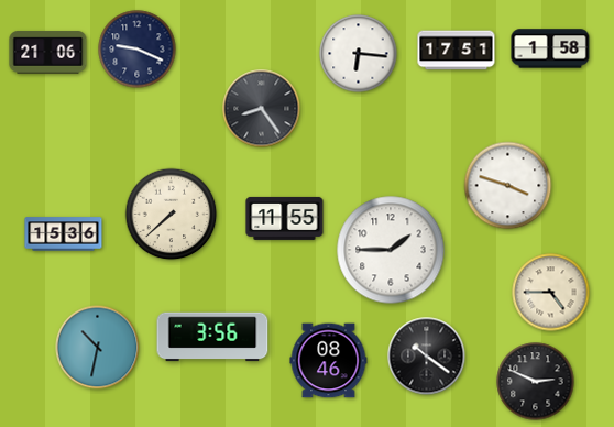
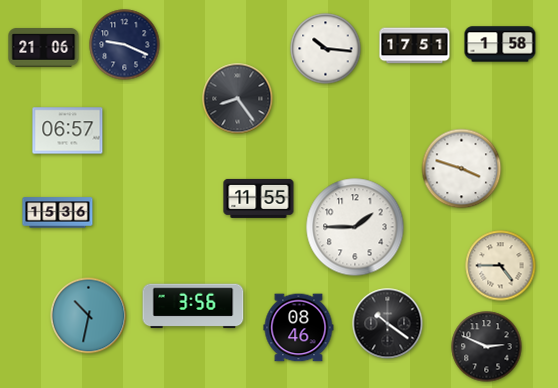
clock at (359, 54): 6:16 -> 10:16
clock at (68, 131): none -> 06:57
clock at (172, 215): 7:38 -> none
